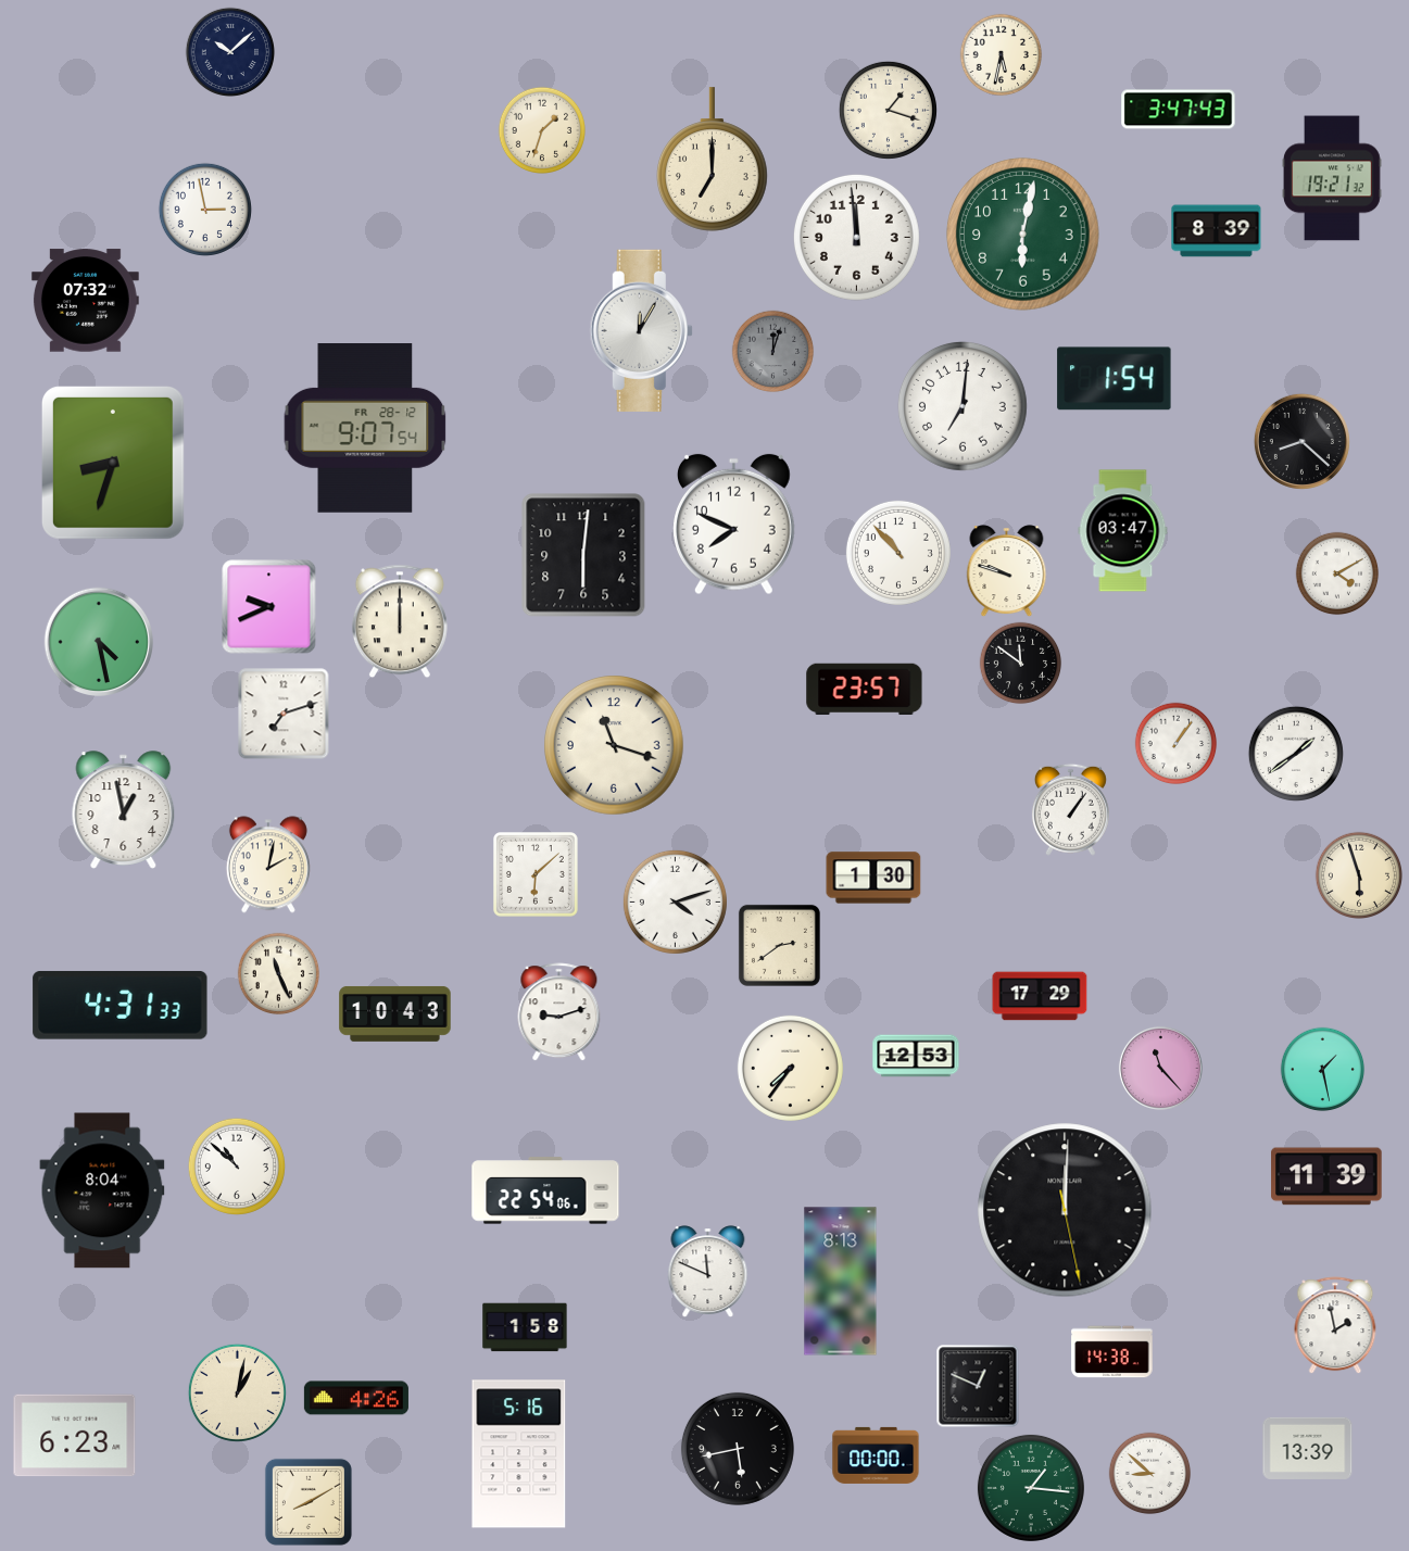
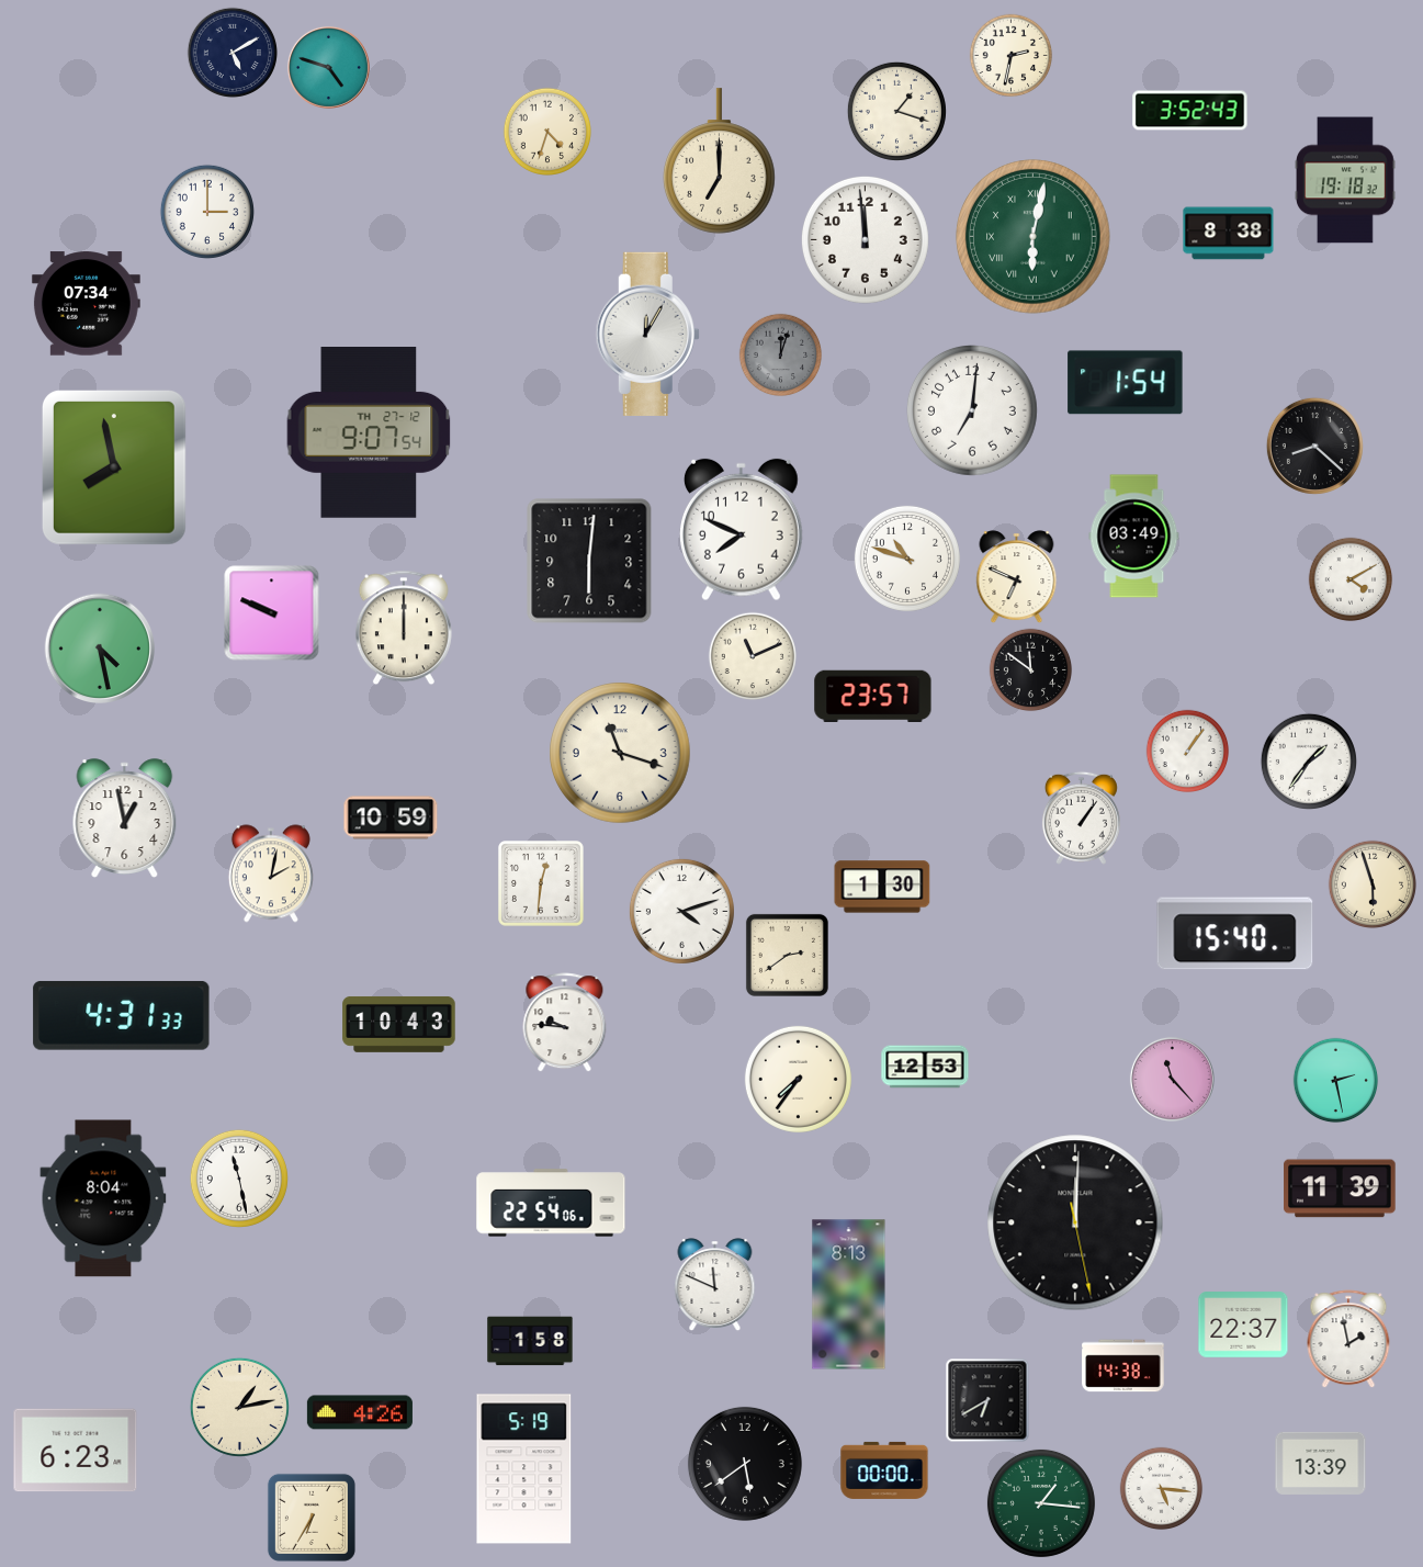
clock at (229, 51): 10:08 -> 5:10
clock at (1002, 55): 5:32 -> 2:32
clock at (328, 67): none -> 4:48
clock at (1179, 110): 3:47 -> 3:52
clock at (542, 130): 1:33 -> 4:33
clock at (1332, 178): 19:21 -> 19:18
clock at (205, 210): 2:58 -> 3:00
clock at (1217, 231): 8:39 -> 8:38
clock at (1023, 235) numerals: Arabic -> Roman
clock at (85, 301): 07:32 -> 07:34
clock at (365, 429) date: FR 28-12 -> TH 27-12
clock at (113, 463): 8:33 -> 7:58
clock at (1123, 531): 03:47 -> 03:49
clock at (898, 553): 10:53 -> 10:48
clock at (1007, 571): 9:48 -> 6:49
clock at (269, 607): 9:41 -> 9:49
clock at (753, 656): none -> 11:11
clock at (284, 714): 7:12 -> none
clock at (1296, 754): 1:39 -> 1:36
clock at (391, 818): none -> 10:59
clock at (537, 875): 6:08 -> 12:31
clock at (1235, 934): none -> 15:40
clock at (279, 974): 11:26 -> none
clock at (1040, 996): 17:29 -> none
clock at (559, 1012): 9:12 -> 9:46
clock at (1323, 1070): 1:28 -> 2:28
clock at (237, 1167): 10:52 -> 11:28
clock at (102, 1190) position: (102, 1190) -> (103, 1198)
clock at (1243, 1324): none -> 22:37
clock at (978, 1386): 12:49 -> 6:40
clock at (237, 1392): 1:02 -> 1:13
clock at (738, 1449): 5:43 -> 5:39
clock at (519, 1454): 5:16 -> 5:19
clock at (1150, 1474): 8:52 -> 5:16
clock at (309, 1502): 8:10 -> 6:35
